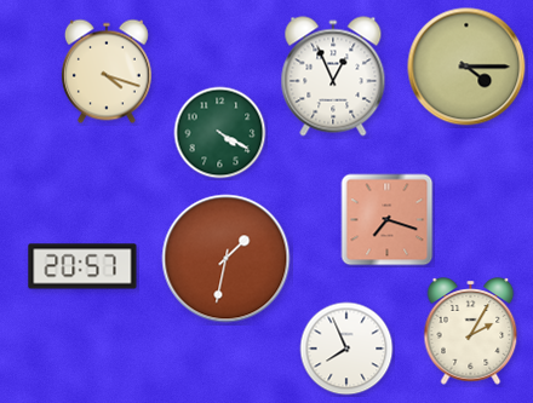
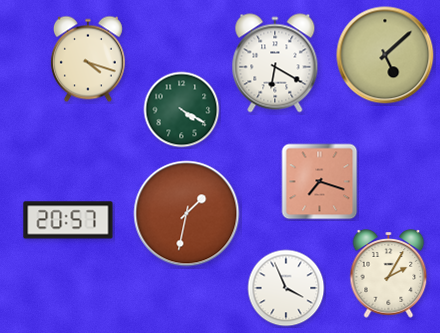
clock at (466, 67): 4:15 -> 5:08
clock at (333, 76): 12:56 -> 6:20
clock at (346, 349): 7:56 -> 3:56
